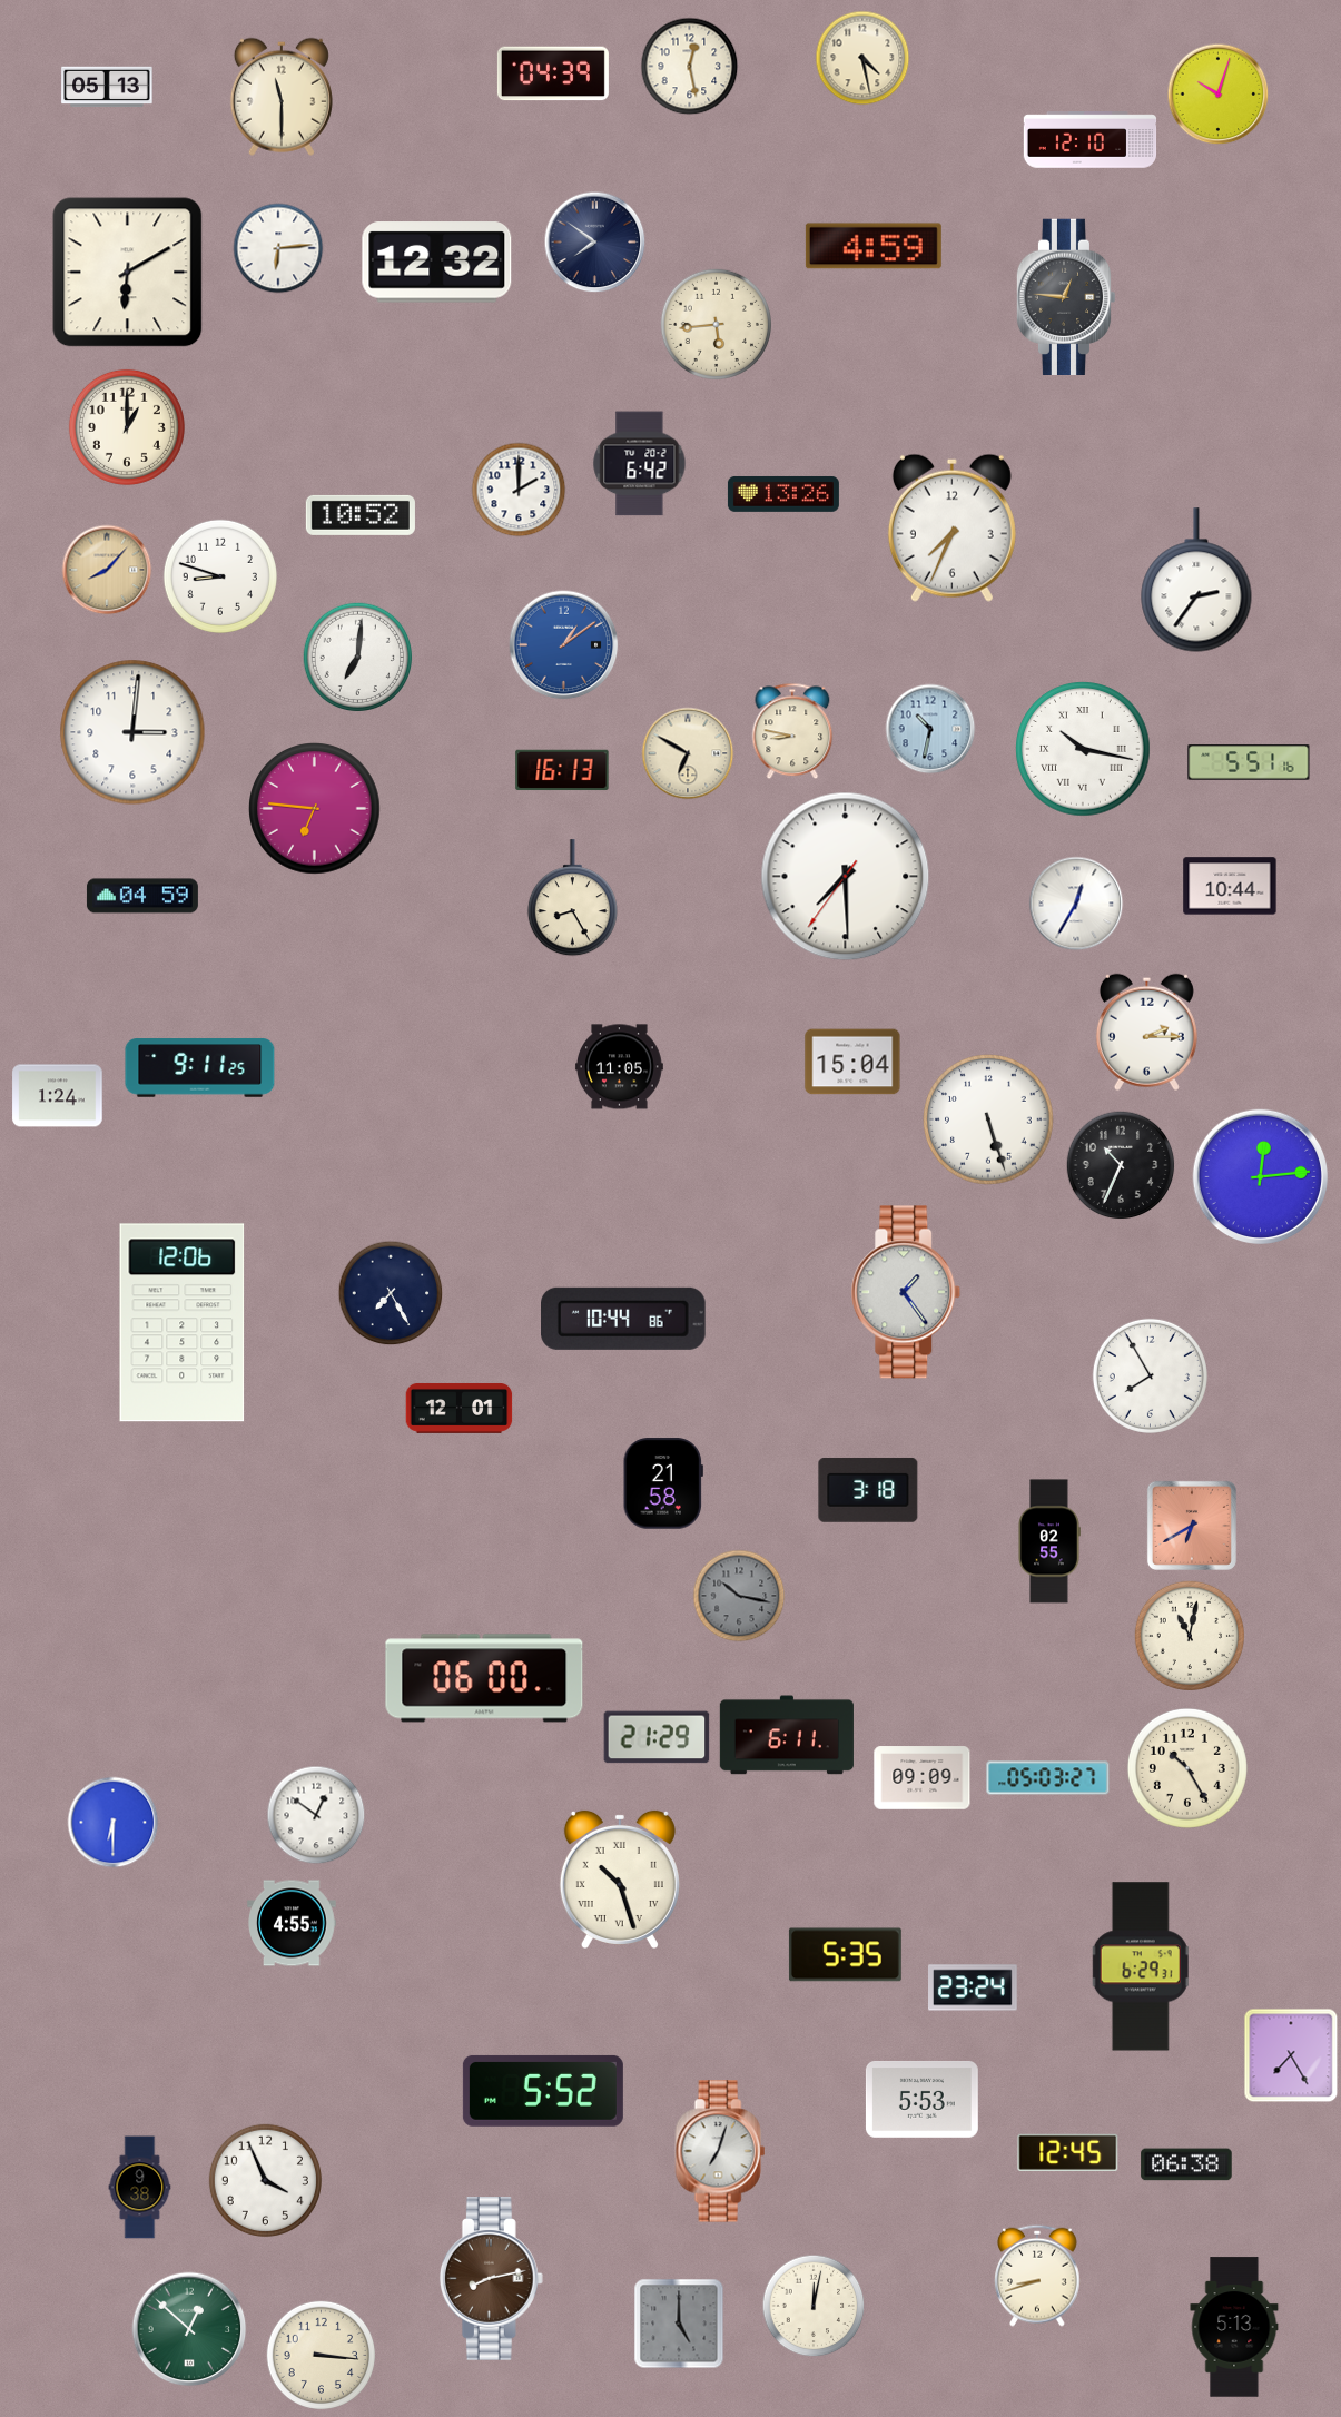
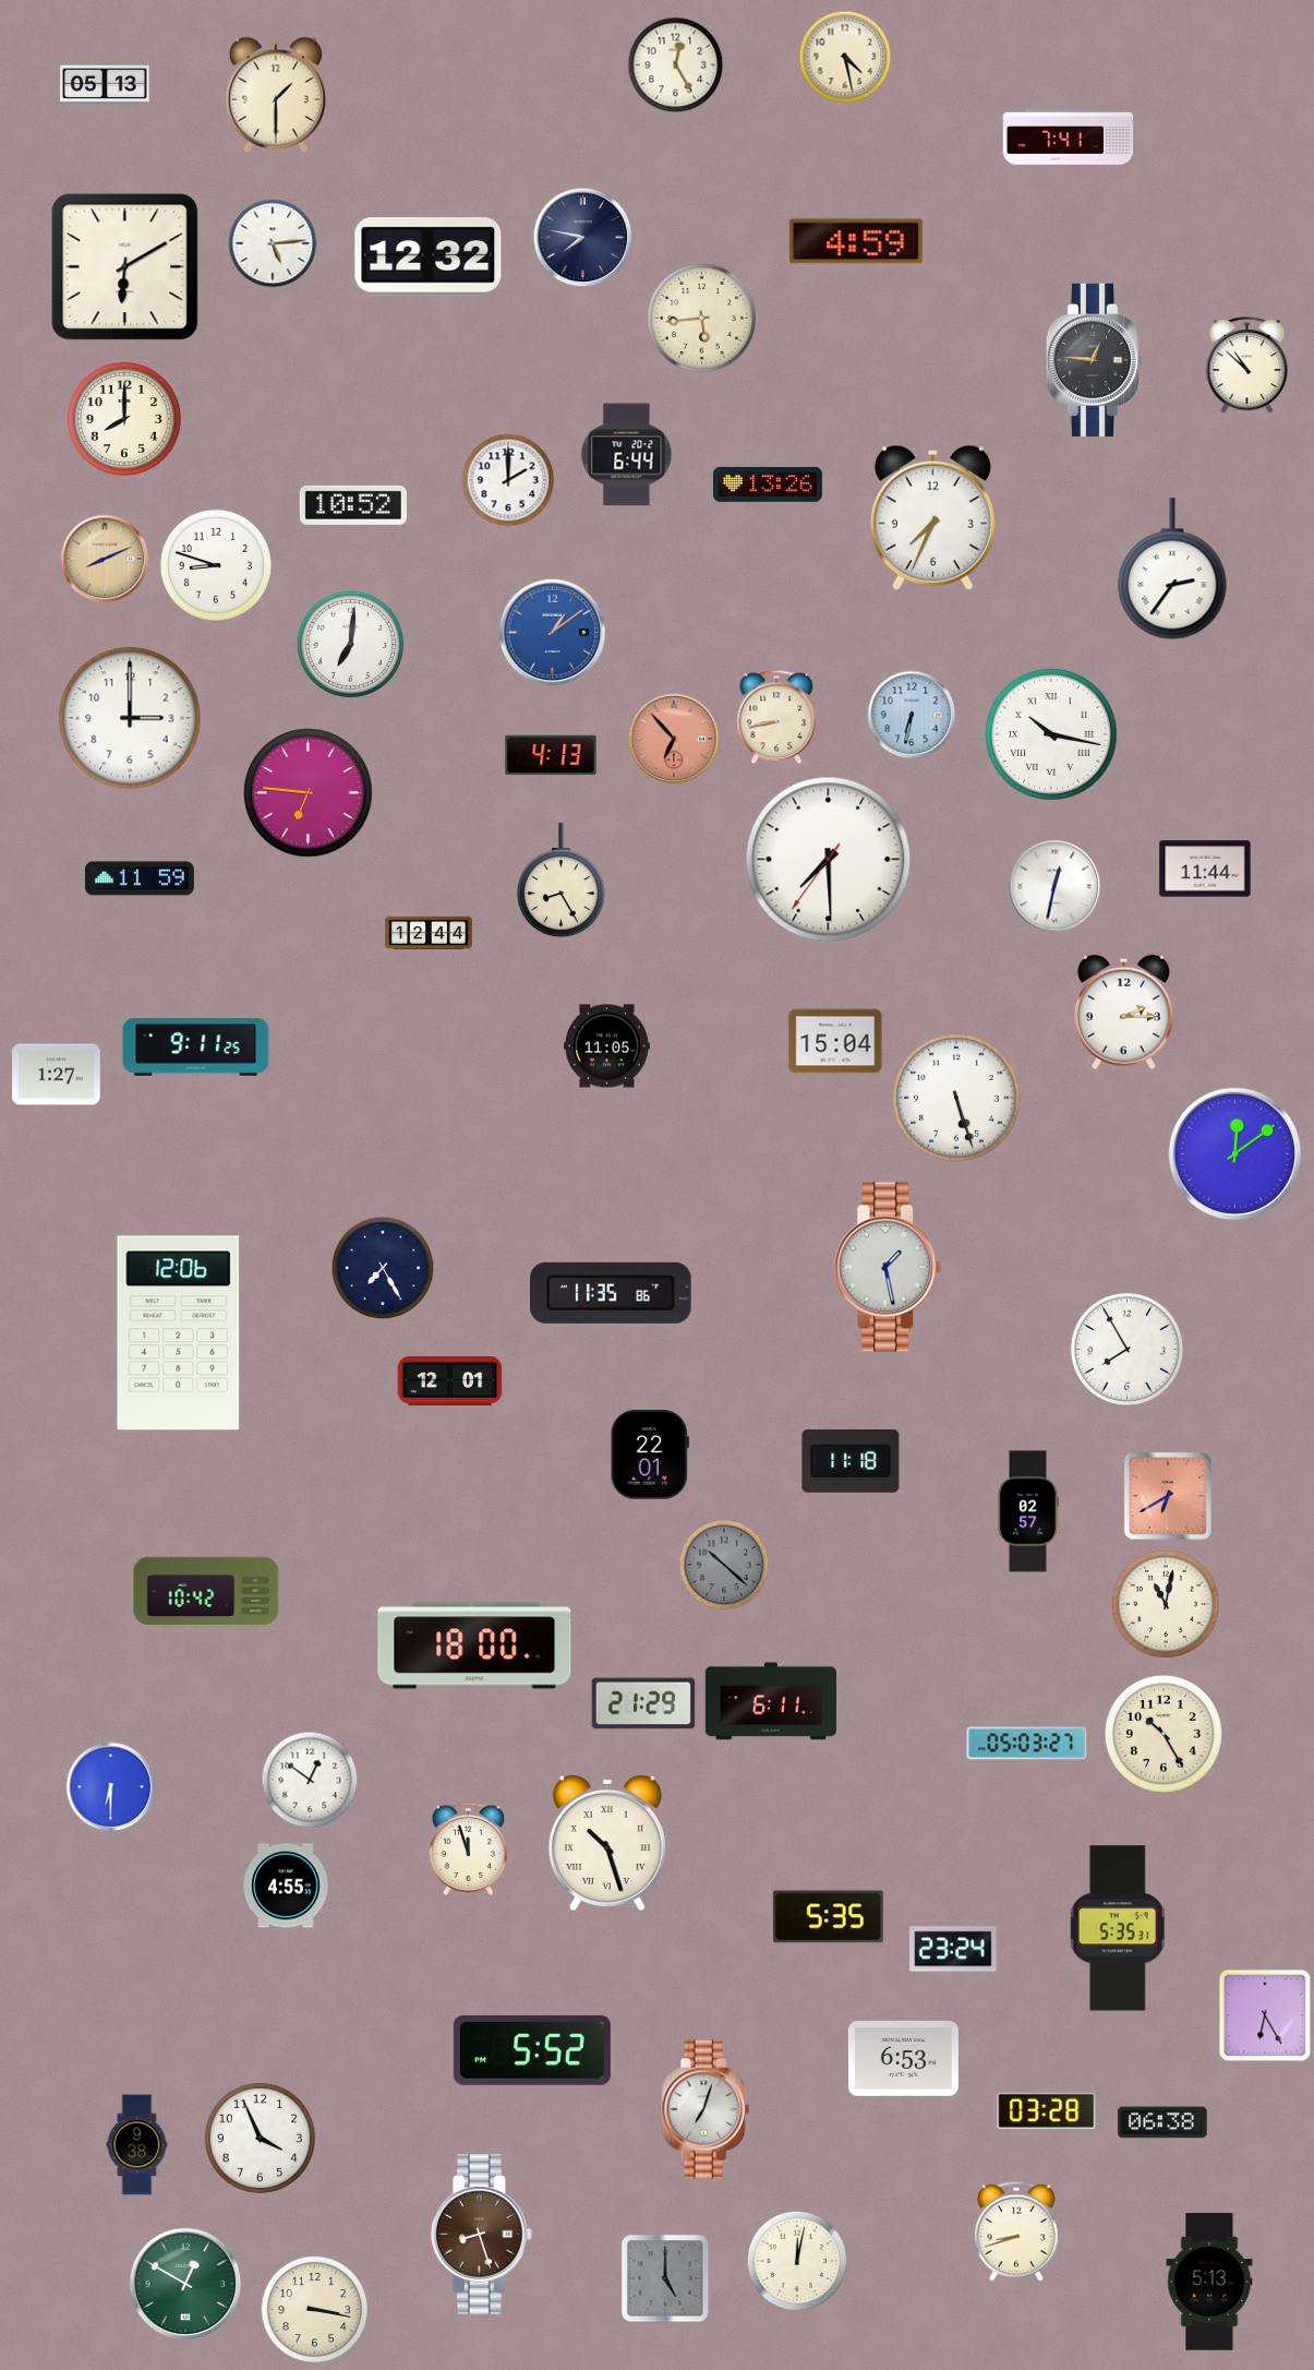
clock at (690, 67): 12:28 -> 12:25
clock at (553, 73): 04:39 -> none
clock at (1219, 95): 10:03 -> none
clock at (282, 97): 11:30 -> 1:30
clock at (1091, 140): 12:10 -> 7:41
clock at (595, 243): 7:51 -> 7:47
clock at (278, 248): 6:14 -> 5:14
clock at (1066, 296) position: (1066, 296) -> (1095, 359)
clock at (1247, 366): none -> 10:52
clock at (127, 427): 1:00 -> 8:00
clock at (640, 464): 6:42 -> 6:44
clock at (107, 570): 8:07 -> 8:11
clock at (930, 729): 10:32 -> 6:32
clock at (792, 731): 8:47 -> 8:43
clock at (132, 732): 3:01 -> 3:00
clock at (1083, 749) position: (1083, 749) -> (1051, 734)
clock at (688, 753): 6:50 -> 6:53
clock at (688, 753) dial: cream -> salmon
clock at (1249, 762): 5:51 -> none
clock at (562, 770): 16:13 -> 4:13
clock at (1230, 886): 10:44 -> 11:44
clock at (142, 896): 04:59 -> 11:59
clock at (1076, 904): 12:35 -> 12:32
clock at (429, 933): none -> 12:44
clock at (58, 1096): 1:24 -> 1:27
clock at (988, 1119) position: (988, 1119) -> (956, 1098)
clock at (1121, 1165): 10:34 -> none
clock at (1260, 1176): 12:14 -> 12:09
clock at (906, 1292): 1:24 -> 1:28
clock at (624, 1319): 10:44 -> 11:35
clock at (183, 1323) position: (183, 1323) -> (179, 1333)
clock at (663, 1483): 21:58 -> 22:01
clock at (868, 1490): 3:18 -> 11:18
clock at (1049, 1541): 02:55 -> 02:57
clock at (739, 1596): 10:17 -> 10:22
clock at (206, 1590): none -> 10:42
clock at (484, 1678): 06:00 -> 18:00
clock at (923, 1778): 09:09 -> none
clock at (469, 1848): none -> 11:57
clock at (1141, 1966): 6:29 -> 5:35
clock at (1291, 2055): 7:25 -> 6:25
clock at (921, 2099): 5:53 -> 6:53
clock at (1068, 2152): 12:45 -> 03:28
clock at (491, 2279): 8:13 -> 8:27
clock at (189, 2329): 12:52 -> 12:50
clock at (322, 2356): 3:16 -> 3:17
